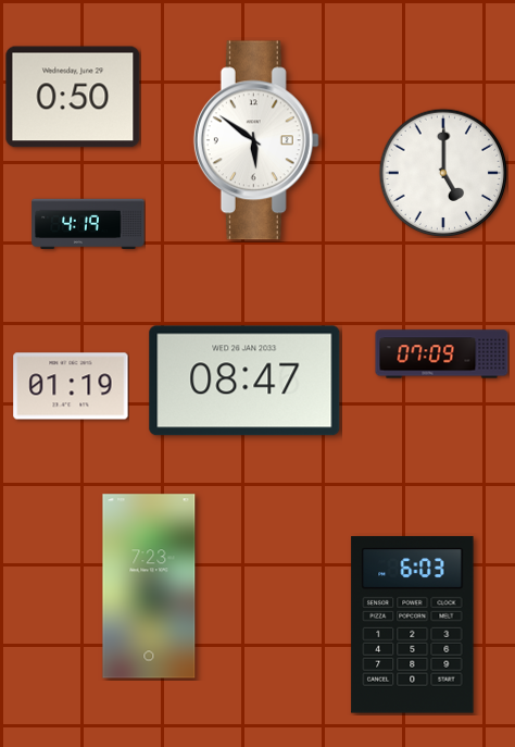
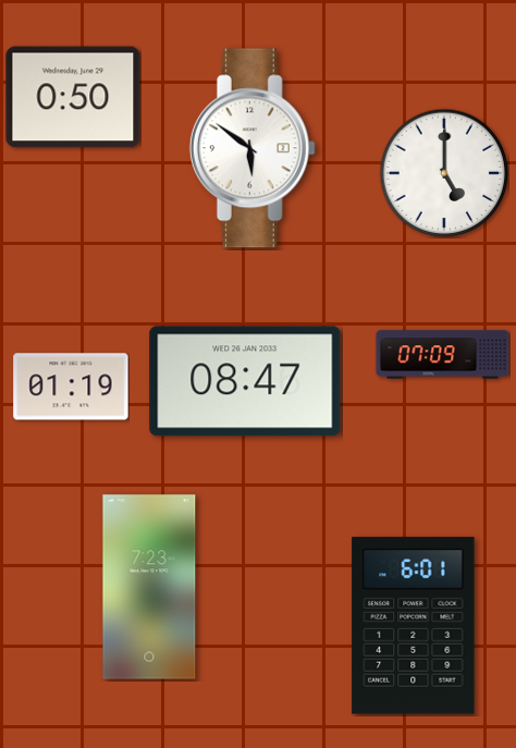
clock at (256, 140) position: (256, 140) -> (253, 148)
clock at (88, 223): 4:19 -> none
clock at (413, 625): 6:03 -> 6:01
